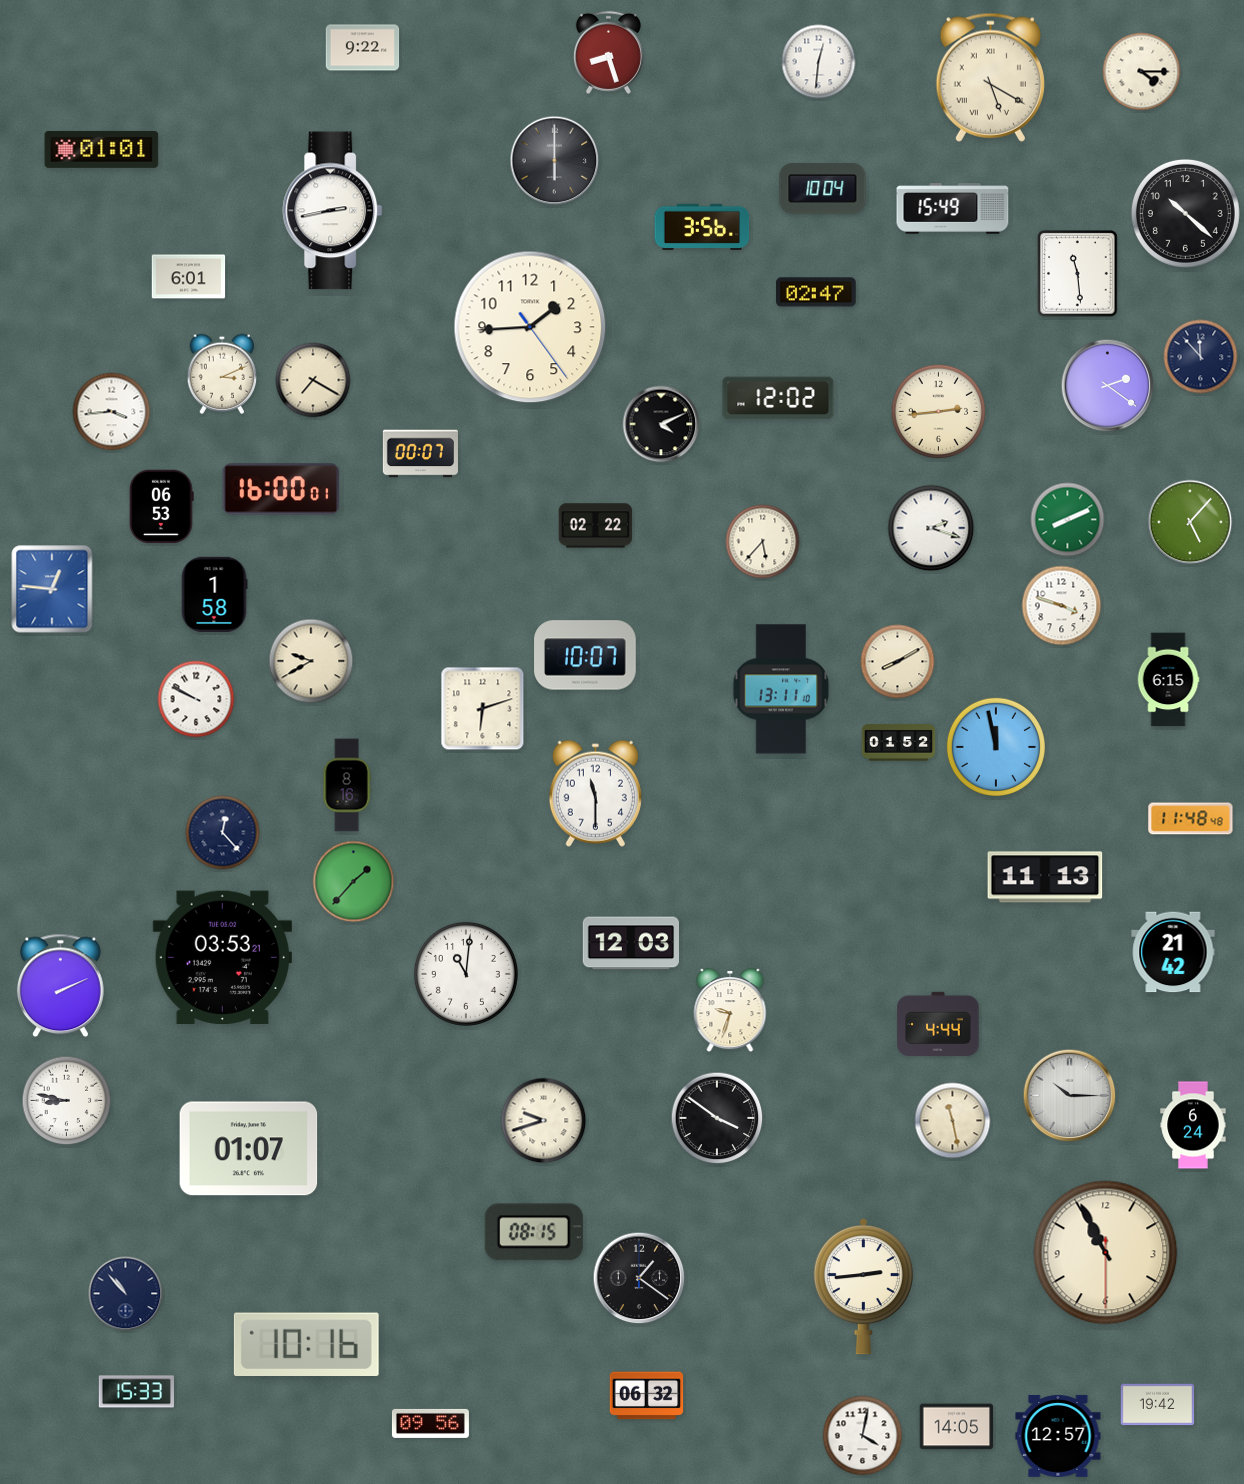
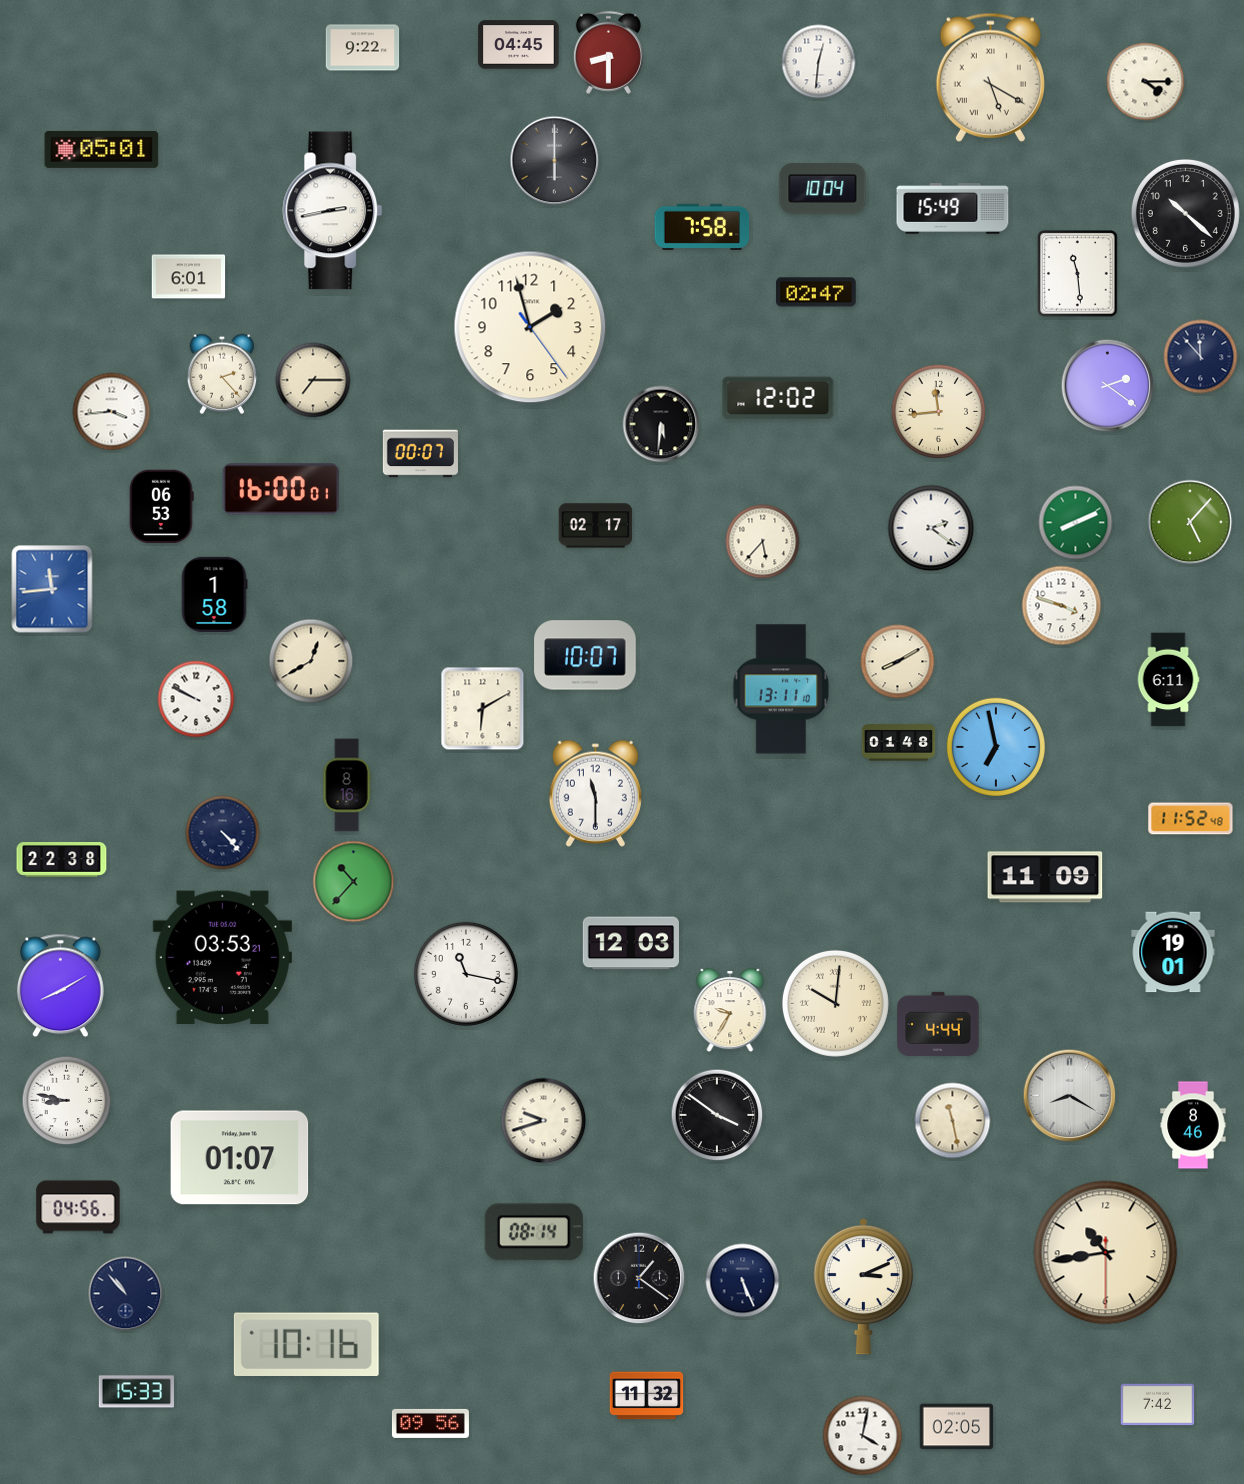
clock at (519, 45): none -> 04:45
clock at (608, 52): 8:27 -> 8:30
clock at (1142, 72) position: (1142, 72) -> (1146, 82)
clock at (102, 149): 01:01 -> 05:01
clock at (702, 227): 3:56 -> 7:58
clock at (530, 327): 1:44 -> 1:57
clock at (222, 374): 3:11 -> 2:23
clock at (313, 380): 7:20 -> 7:15
clock at (939, 412): 2:44 -> 11:44
clock at (661, 424): 4:11 -> 5:31
clock at (1068, 520) position: (1068, 520) -> (1076, 523)
clock at (596, 526): 02:22 -> 02:17
clock at (931, 528): 2:18 -> 2:21
clock at (52, 589): 12:46 -> 11:44
clock at (311, 661): 9:40 -> 12:40
clock at (1168, 680): 6:15 -> 6:11
clock at (483, 709): 6:12 -> 6:10
clock at (899, 743): 01:52 -> 01:48
clock at (996, 747): 11:58 -> 6:58
clock at (1191, 819): 11:48 -> 11:52
clock at (223, 833): 12:23 -> 4:23
clock at (62, 860): none -> 22:38
clock at (1045, 877): 11:13 -> 11:09
clock at (354, 882): 1:37 -> 10:37
clock at (1173, 952): 21:42 -> 19:01
clock at (466, 974): 11:01 -> 11:17
clock at (60, 986): 2:11 -> 8:10
clock at (835, 1003): none -> 10:01
clock at (730, 1011): 9:33 -> 9:35
clock at (1070, 1096): 10:15 -> 8:20
clock at (717, 1118) position: (717, 1118) -> (717, 1115)
clock at (1193, 1125): 6:24 -> 8:46
clock at (249, 1149) position: (249, 1149) -> (240, 1158)
clock at (78, 1207): none -> 04:56
clock at (534, 1232): 08:15 -> 08:14
clock at (1106, 1253): 10:55 -> 10:43
clock at (743, 1281): none -> 5:26
clock at (863, 1286): 2:44 -> 3:11
clock at (647, 1396): 06:32 -> 11:32
clock at (1158, 1405): 19:42 -> 7:42
clock at (957, 1427): 14:05 -> 02:05
clock at (1058, 1436): 12:57 -> none
